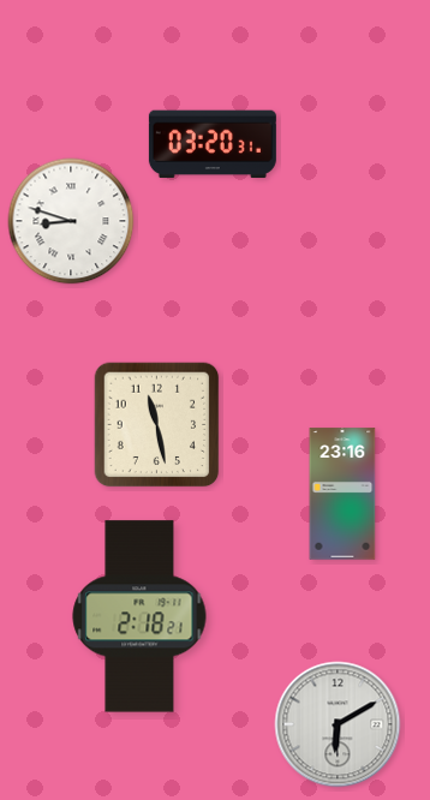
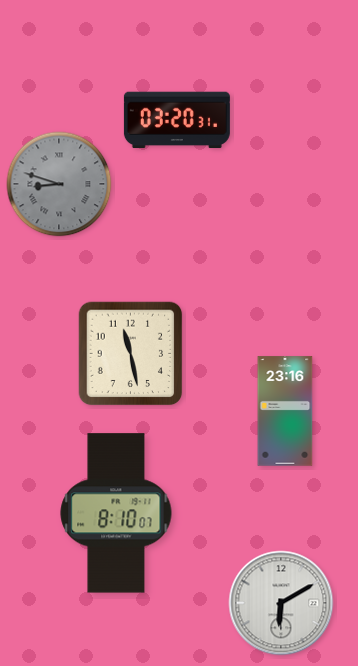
clock at (71, 221) dial: white -> grey
clock at (139, 616): 2:18 -> 8:10
